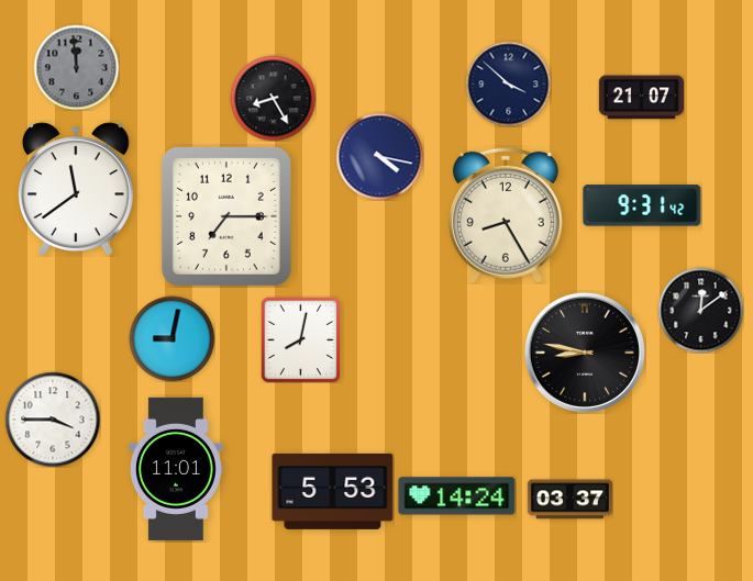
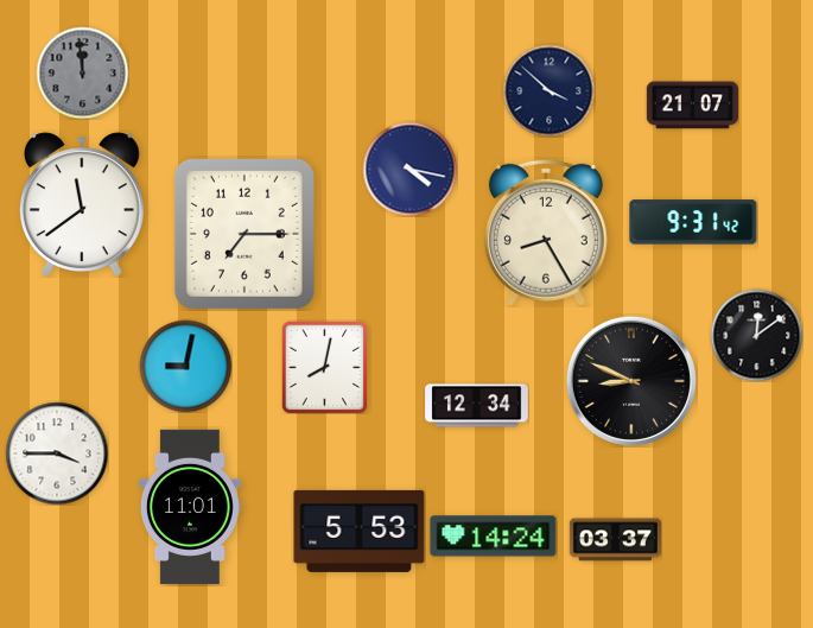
clock at (273, 98): 8:25 -> none
clock at (585, 353): 8:47 -> 8:49
clock at (477, 406): none -> 12:34
